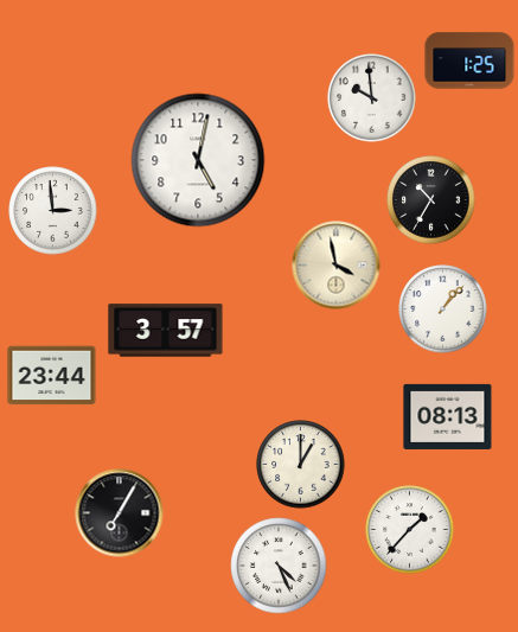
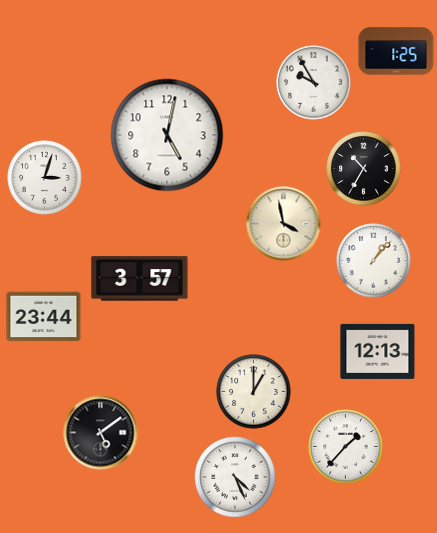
clock at (372, 98): 9:59 -> 9:55
clock at (53, 211): 2:59 -> 3:03
clock at (448, 416): 08:13 -> 12:13
clock at (120, 513): 7:05 -> 5:09
